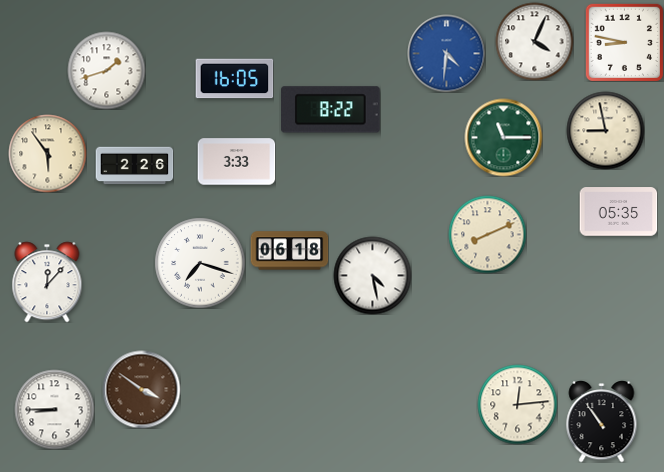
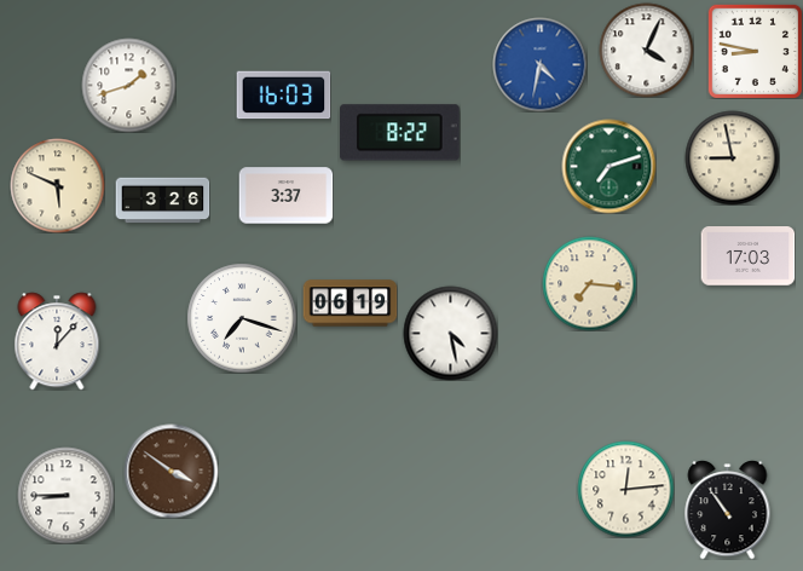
clock at (446, 53): 4:31 -> 4:32
clock at (234, 79): 16:05 -> 16:03
clock at (503, 137): 11:15 -> 7:12
clock at (47, 153): 5:54 -> 5:49
clock at (236, 162): 3:33 -> 3:37
clock at (134, 166): 2:26 -> 3:26
clock at (618, 212): 05:35 -> 17:03
clock at (487, 234): 8:11 -> 7:16
clock at (289, 251): 06:18 -> 06:19
